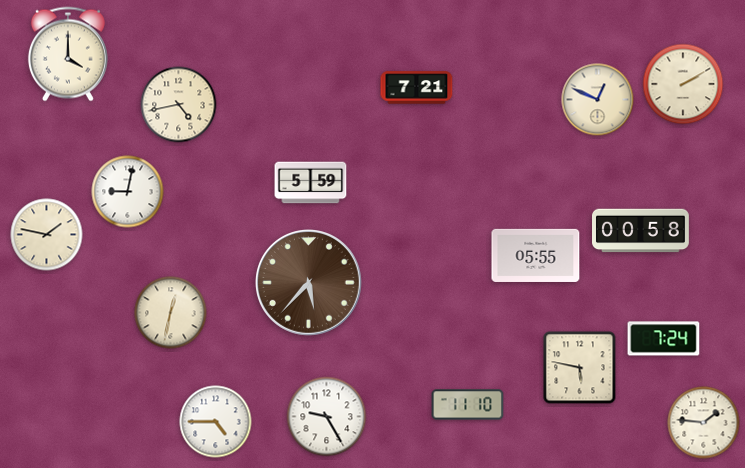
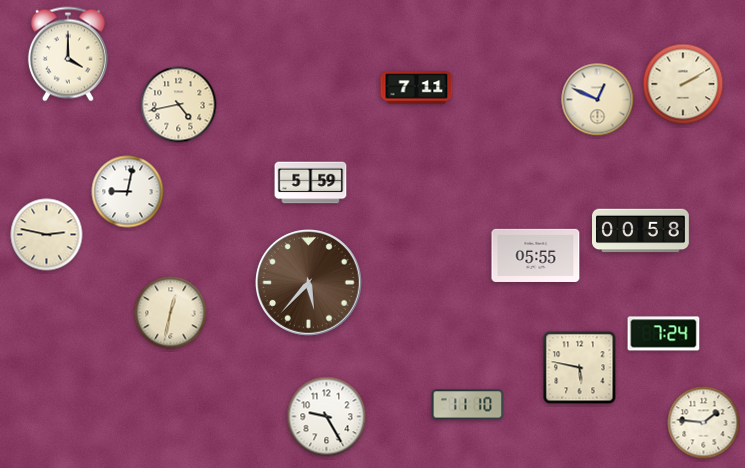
clock at (417, 88): 7:21 -> 7:11
clock at (47, 235): 1:47 -> 2:47
clock at (664, 339) position: (664, 339) -> (664, 334)
clock at (216, 422): 4:45 -> none
